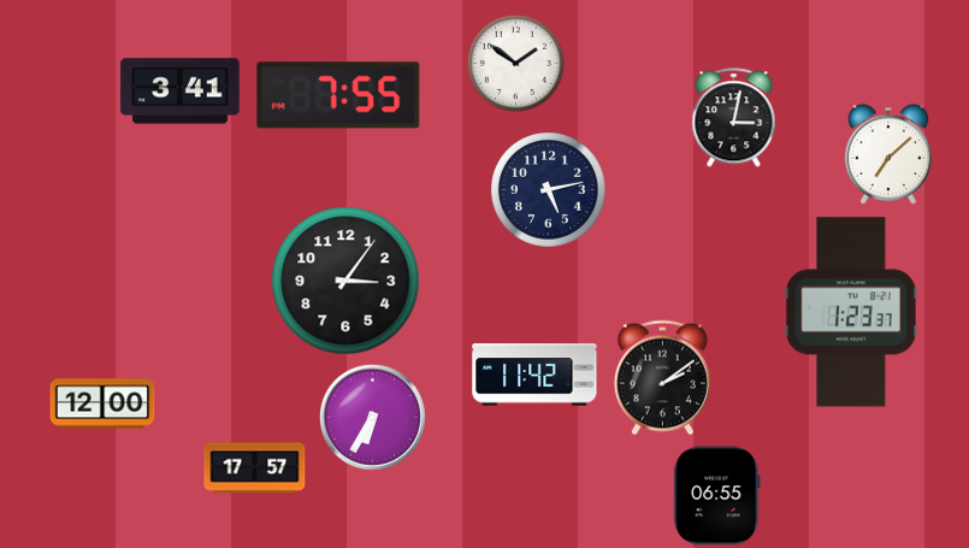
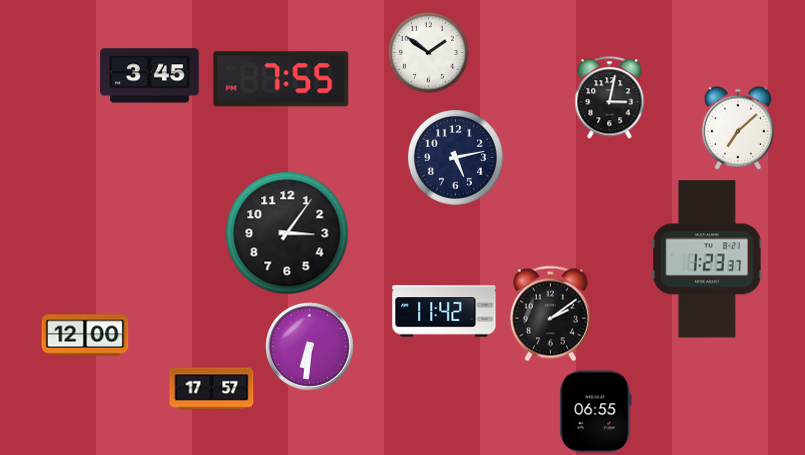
clock at (181, 92): 3:41 -> 3:45
clock at (372, 417): 6:35 -> 6:31
